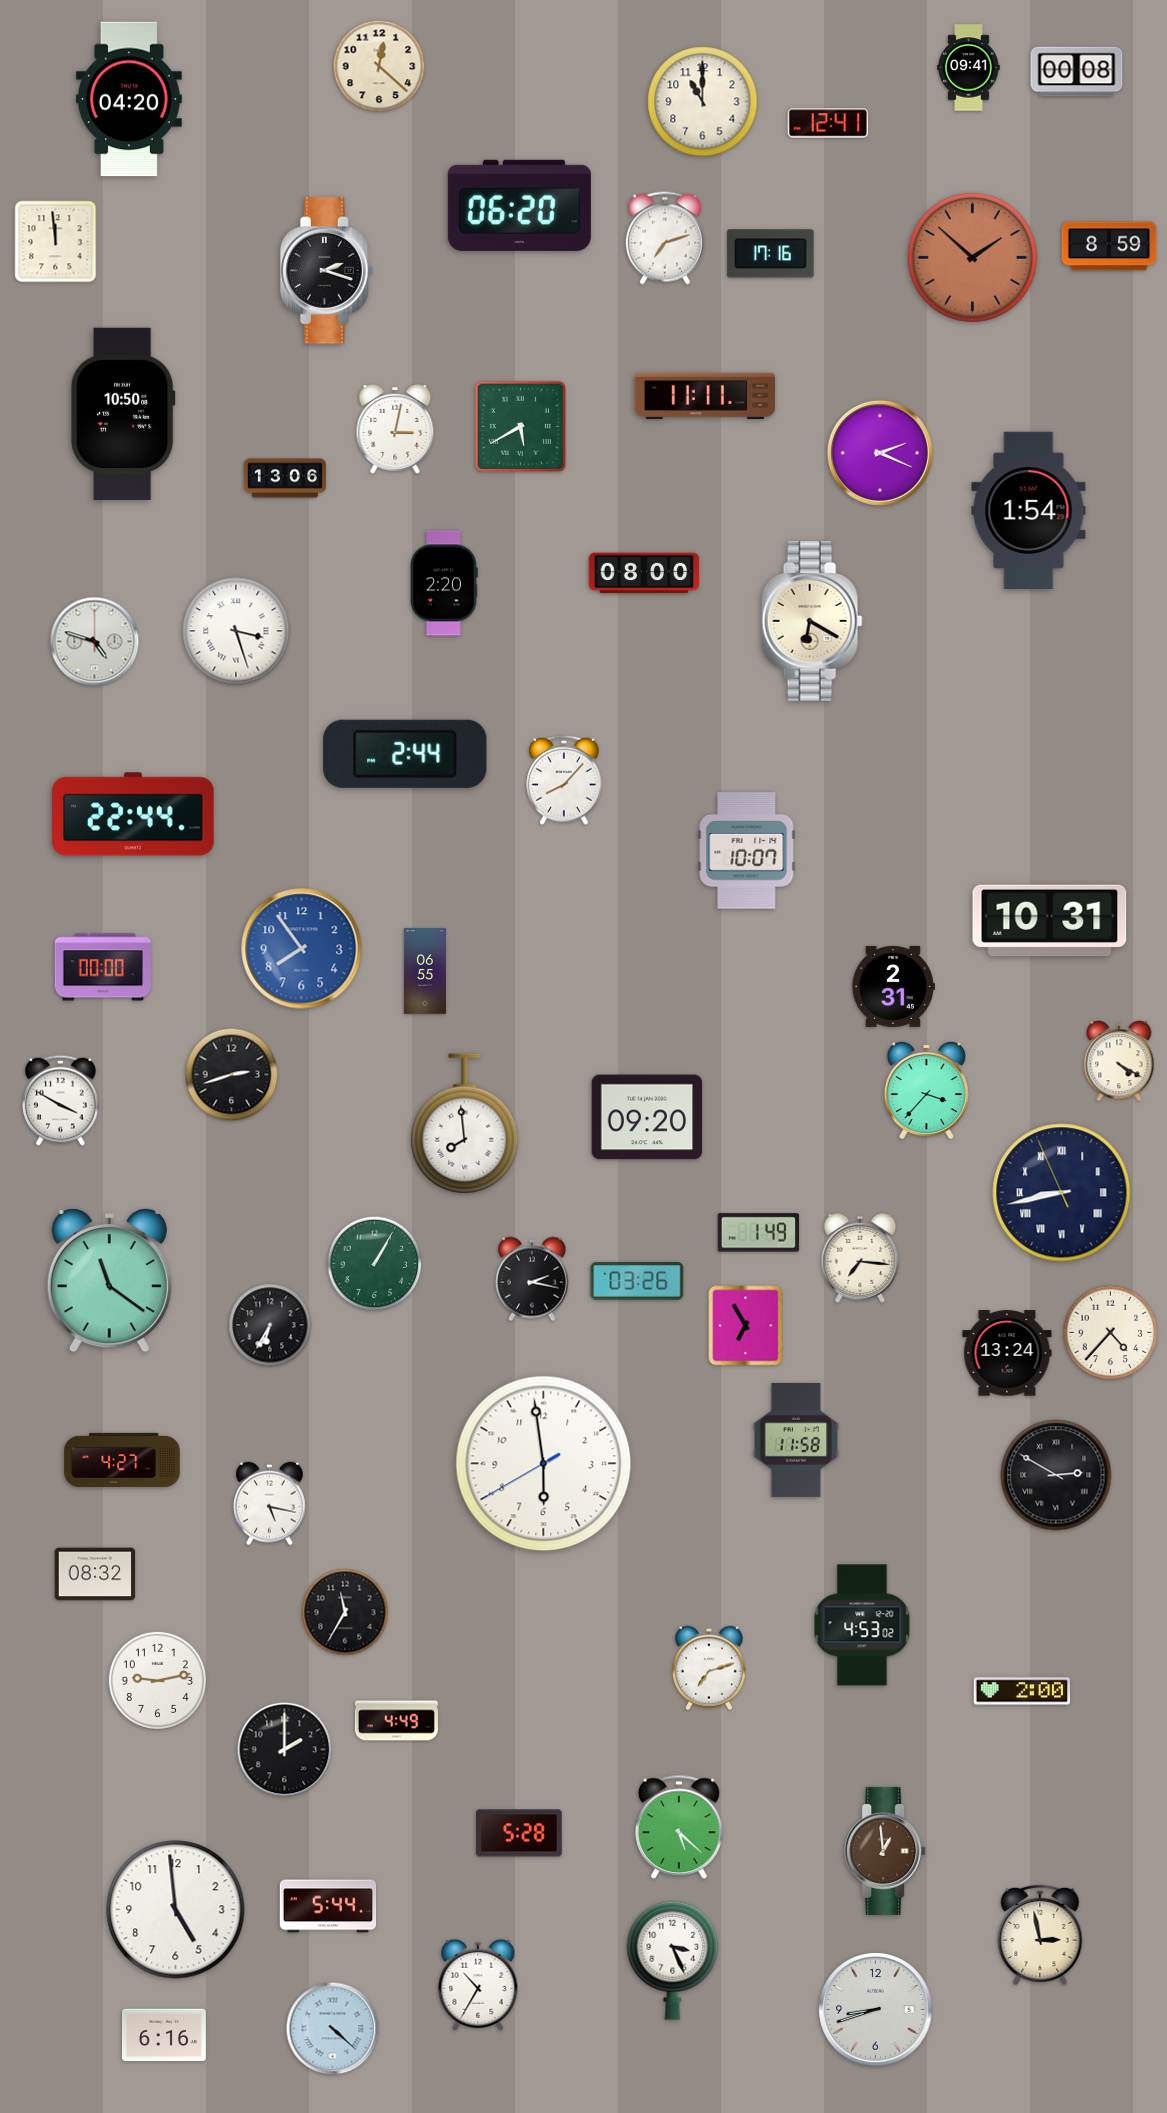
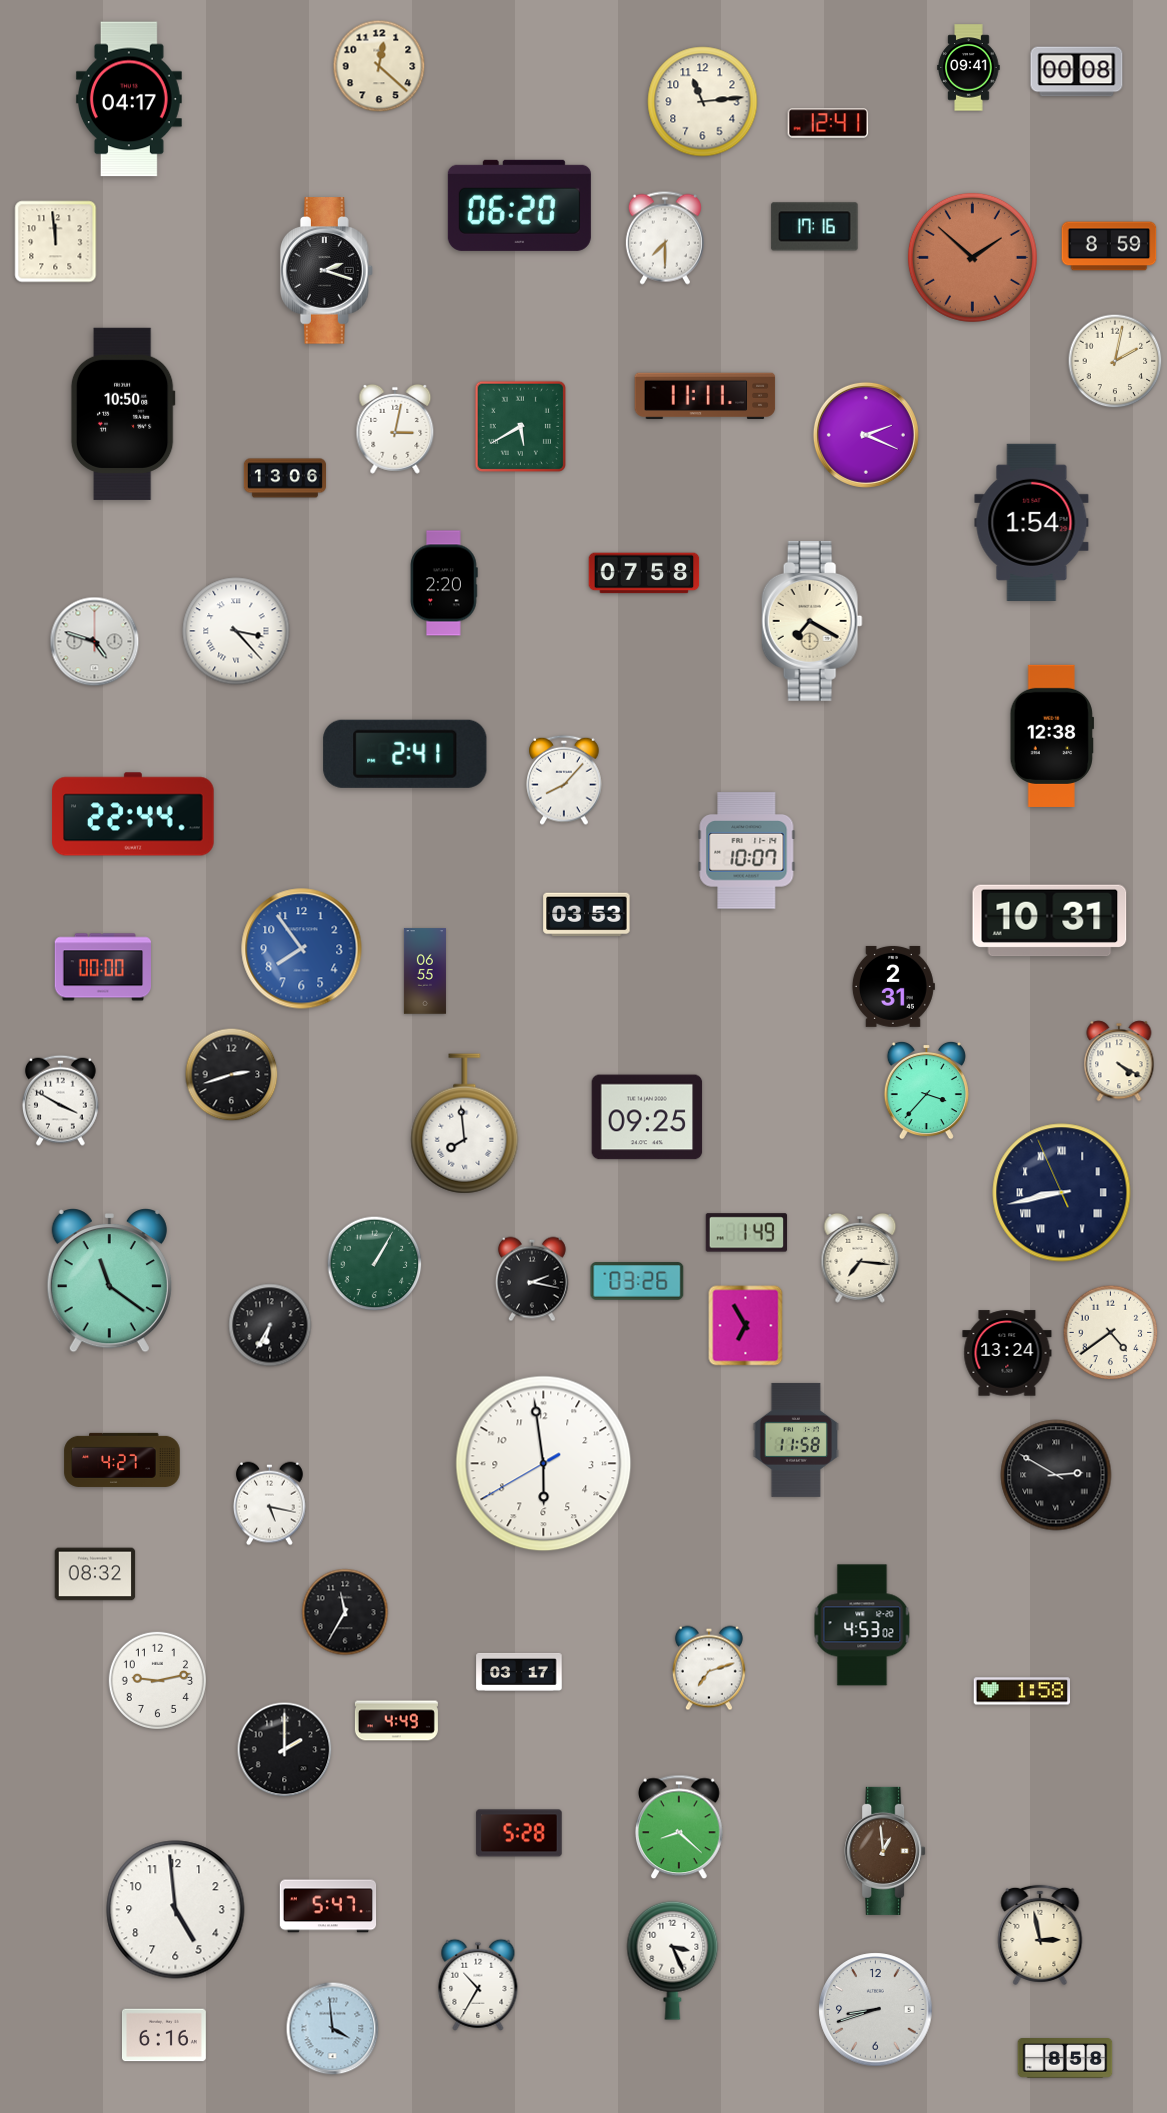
clock at (129, 99): 04:20 -> 04:17
clock at (703, 102): 11:00 -> 11:14
clock at (665, 238): 7:12 -> 7:30
clock at (771, 254) position: (771, 254) -> (815, 227)
clock at (1115, 361): none -> 2:02
clock at (880, 453) position: (880, 453) -> (866, 435)
clock at (1029, 510) position: (1029, 510) -> (1032, 522)
clock at (644, 573): 08:00 -> 07:58
clock at (812, 621): 6:20 -> 7:20
clock at (236, 631): 3:27 -> 3:23
clock at (1051, 736): none -> 12:38
clock at (405, 754): 2:44 -> 2:41
clock at (587, 915): none -> 03:53
clock at (647, 1117): 09:20 -> 09:25
clock at (759, 1233) position: (759, 1233) -> (747, 1233)
clock at (1111, 1333): 4:37 -> 4:39
clock at (519, 1672): none -> 03:17
clock at (1021, 1691): 2:00 -> 1:58
clock at (680, 1827): 5:22 -> 8:22
clock at (328, 1906): 5:44 -> 5:47
clock at (333, 2029): 4:22 -> 3:59
clock at (1065, 2059): none -> 8:58
